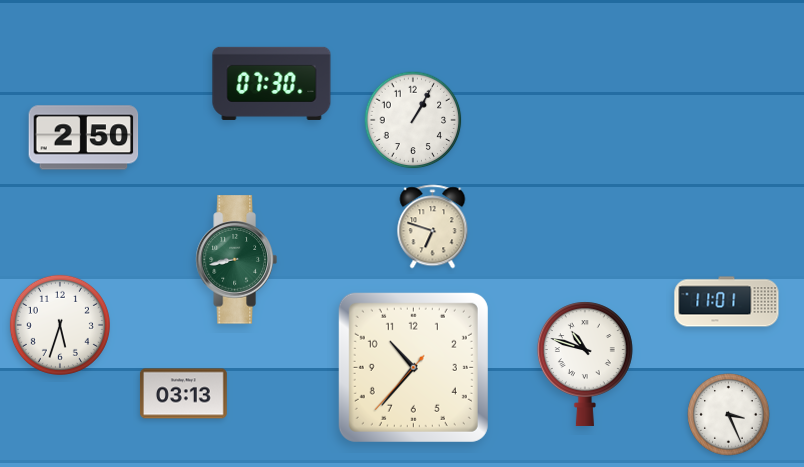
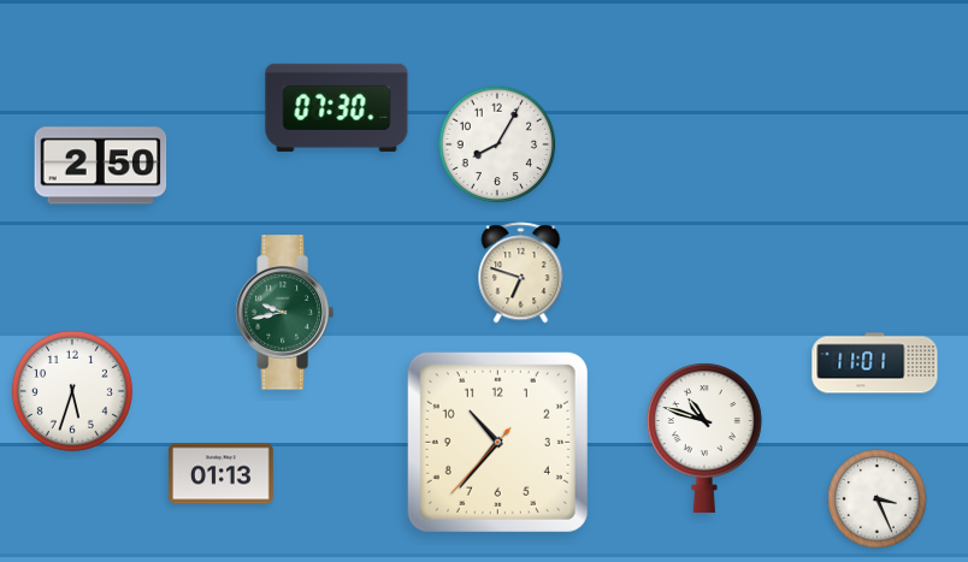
clock at (272, 83) position: (272, 83) -> (337, 107)
clock at (413, 120): 1:05 -> 8:05
clock at (236, 260): 8:43 -> 9:43
clock at (184, 394): 03:13 -> 01:13
